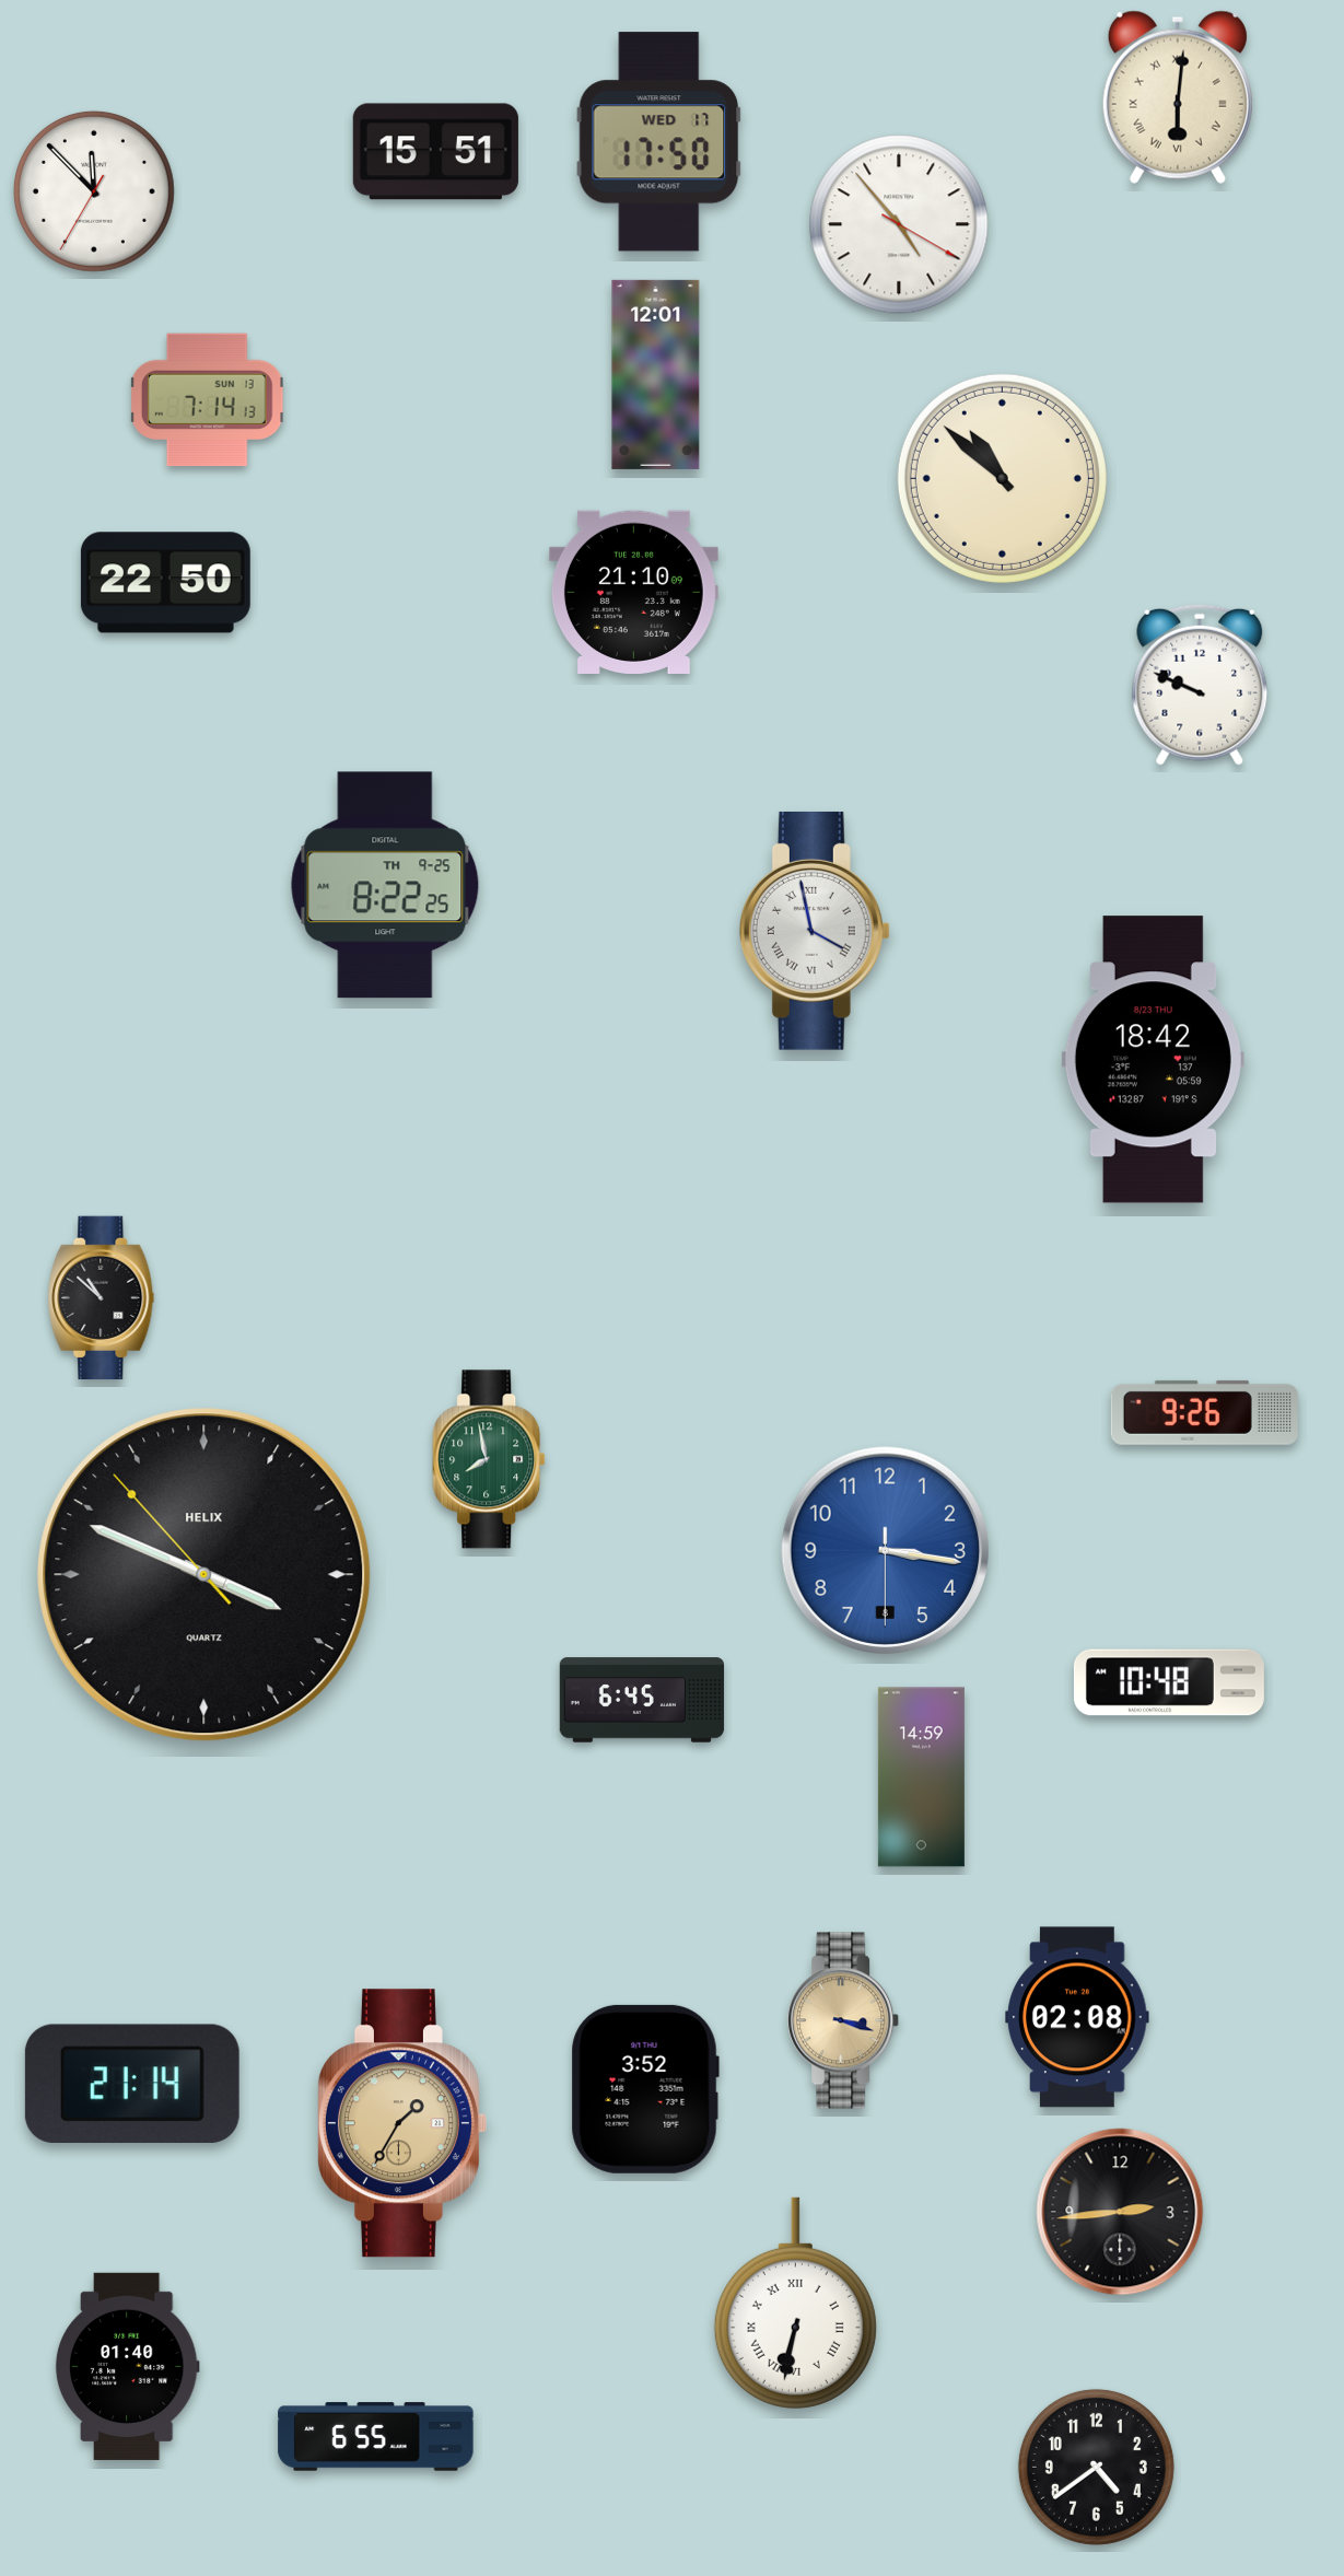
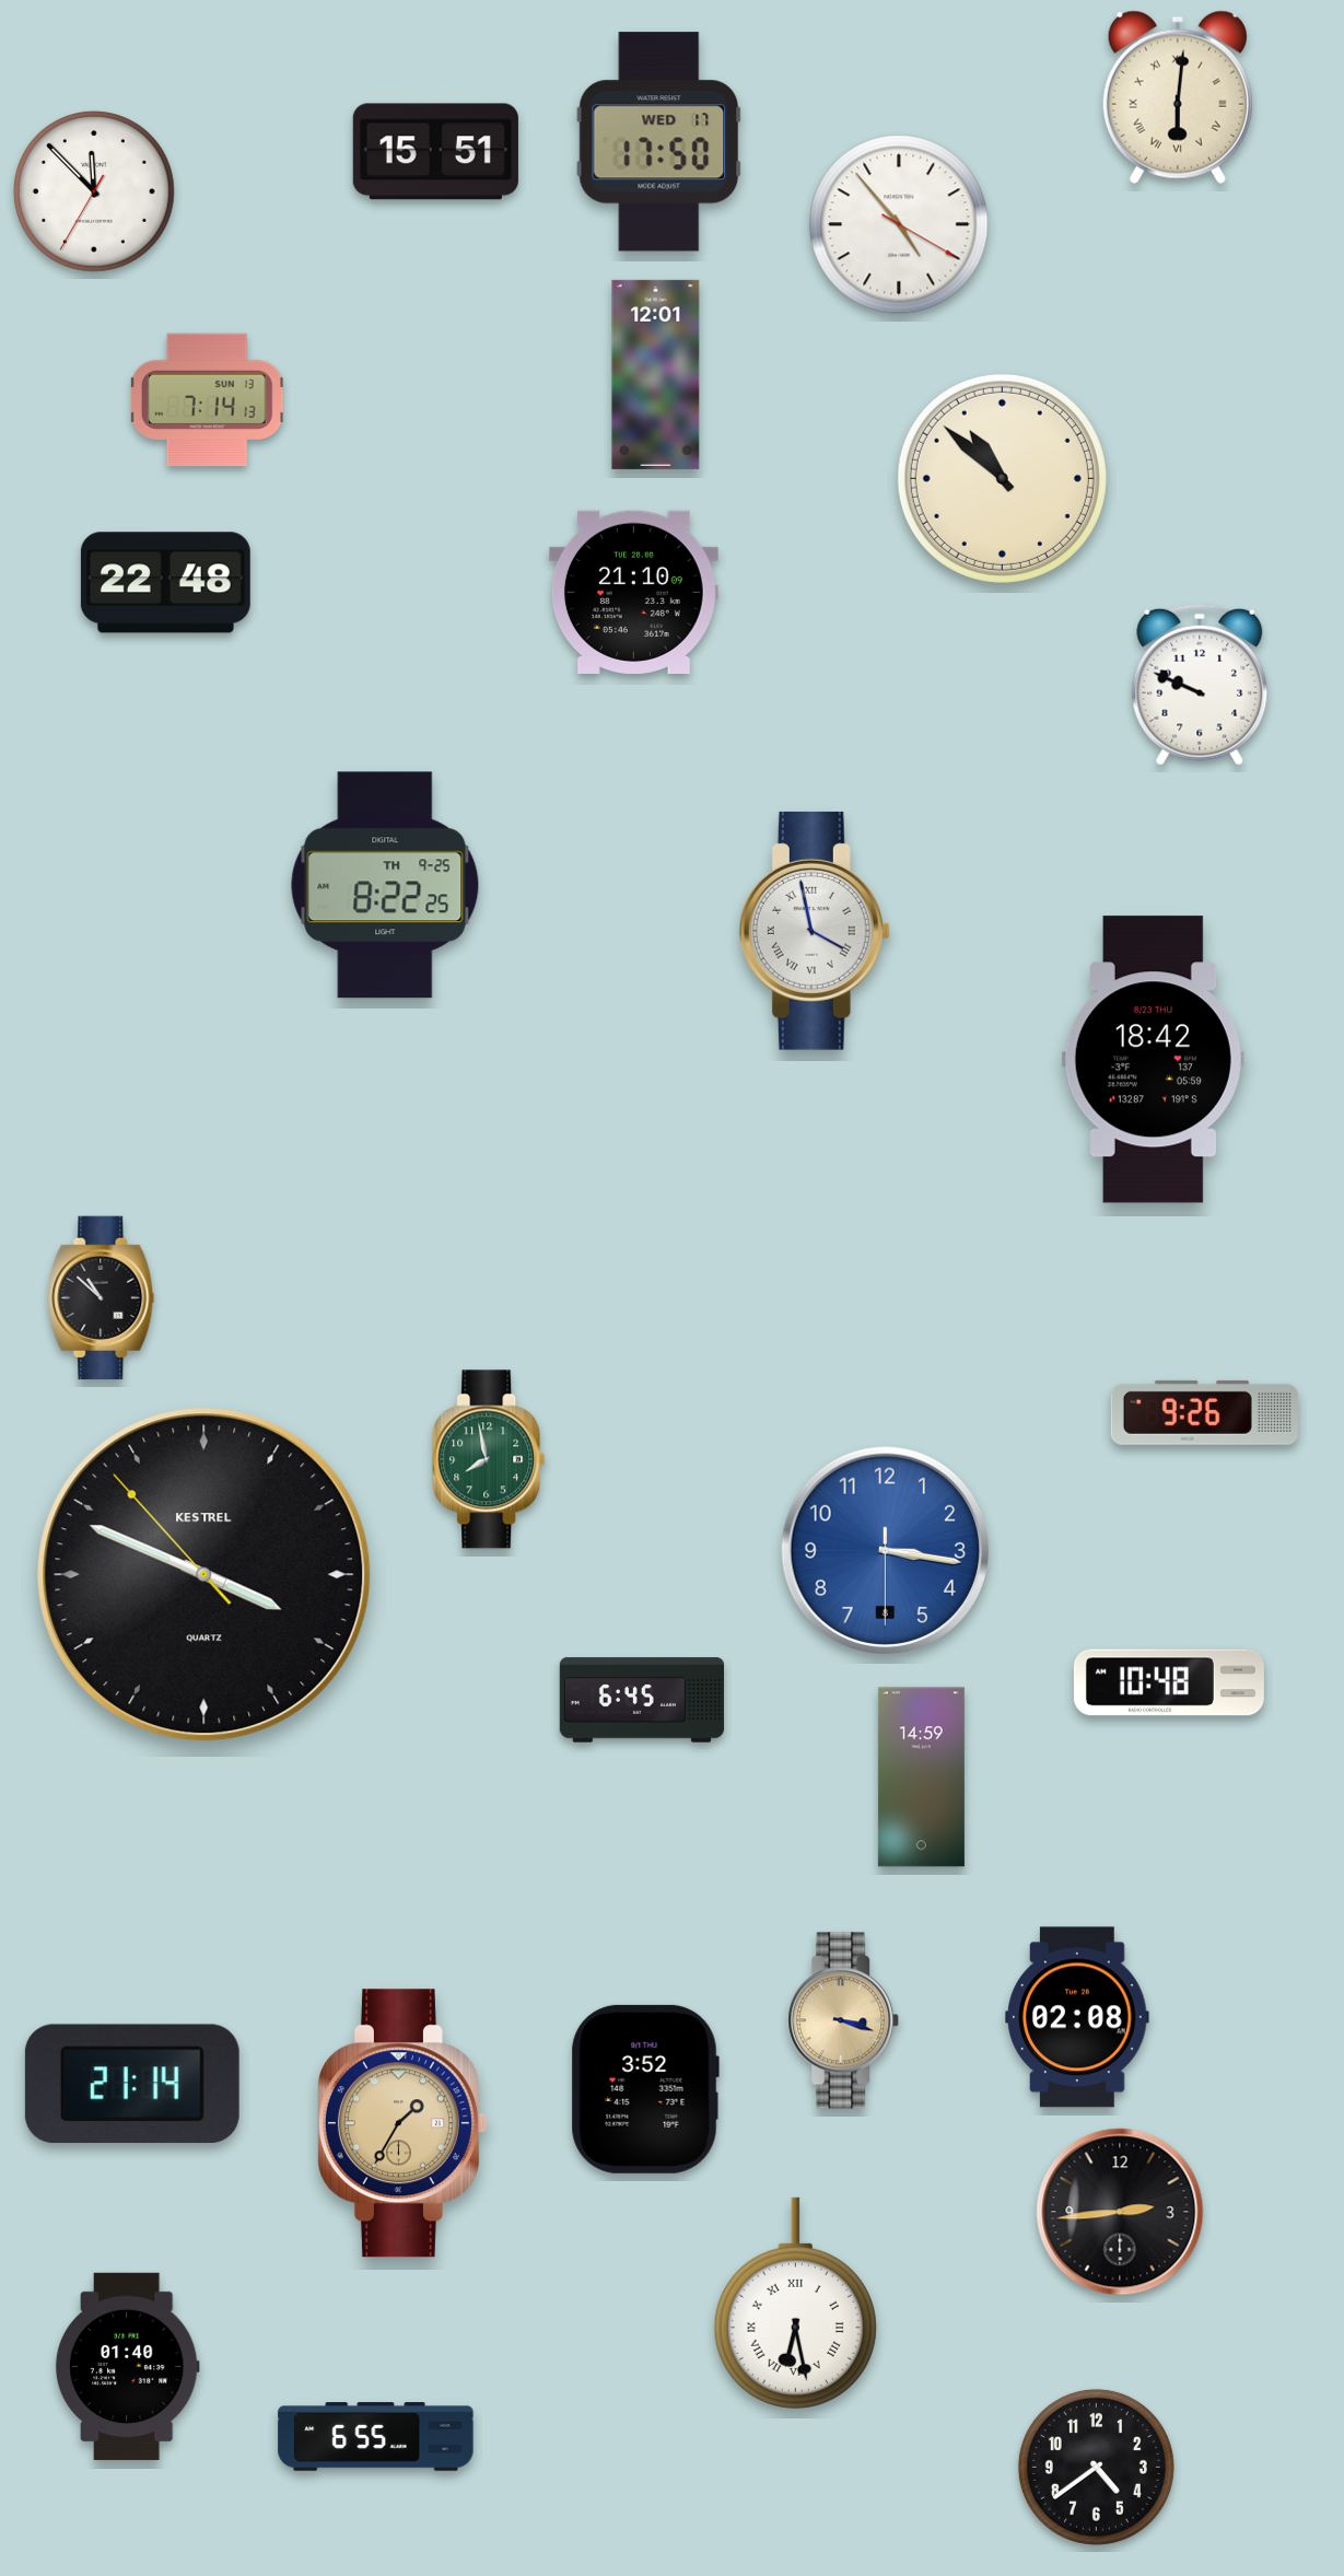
clock at (165, 583): 22:50 -> 22:48
clock at (204, 1575) brand: HELIX -> KESTREL
clock at (795, 2303): 6:32 -> 6:28
